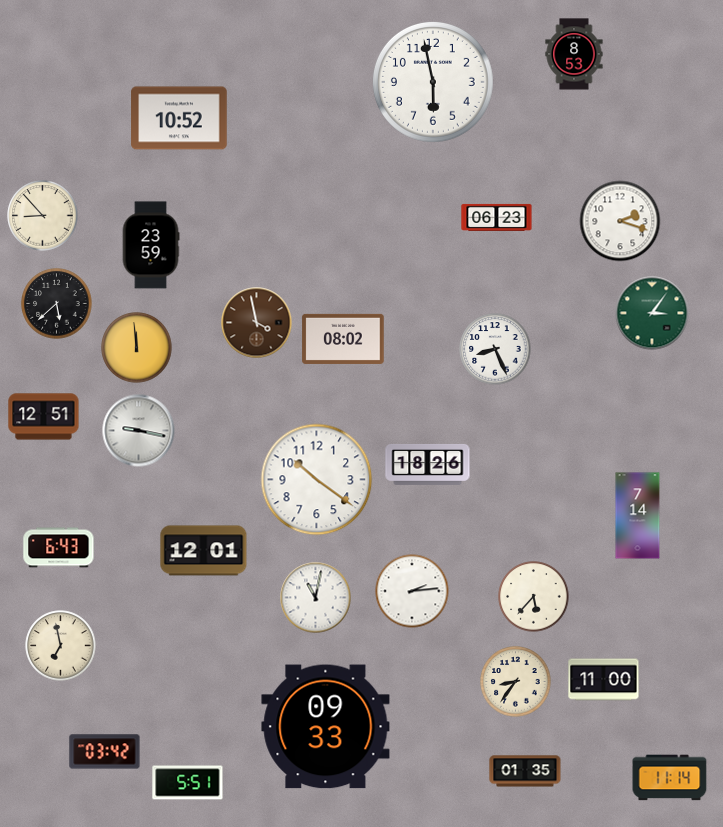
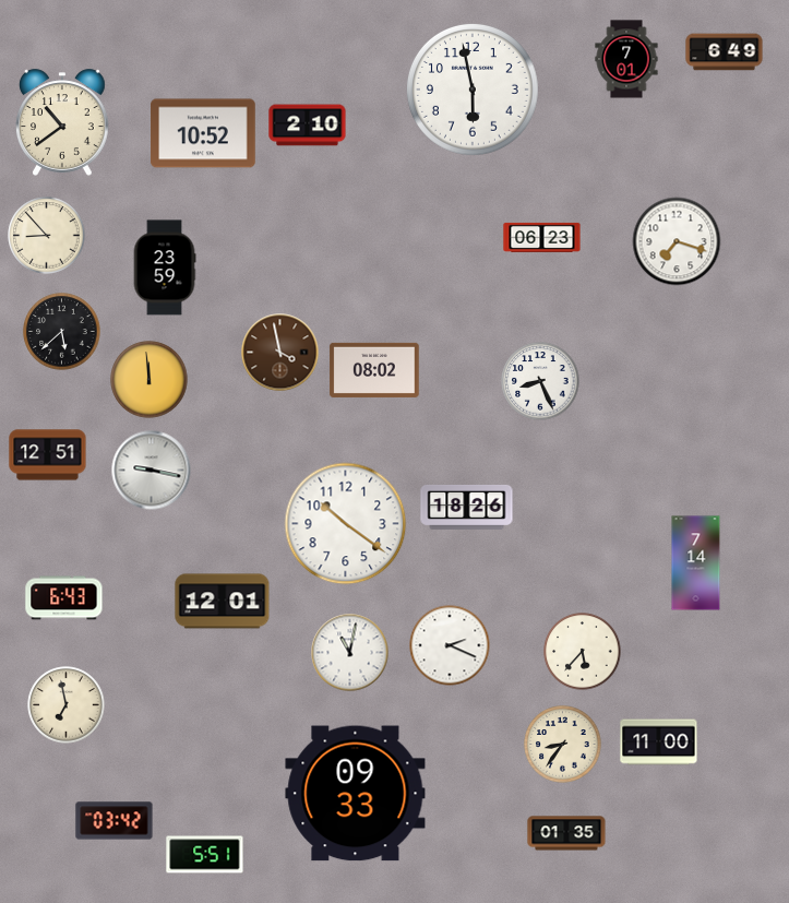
clock at (725, 52): none -> 6:49
clock at (574, 54): 8:53 -> 7:01
clock at (63, 122): none -> 10:39
clock at (308, 126): none -> 2:10
clock at (179, 118) position: (179, 118) -> (203, 133)
clock at (620, 221): 2:18 -> 7:18
clock at (652, 313): 3:06 -> none
clock at (412, 591): 2:14 -> 2:19
clock at (316, 598) position: (316, 598) -> (350, 653)
clock at (525, 771) position: (525, 771) -> (566, 833)
clock at (670, 778): 11:14 -> none
